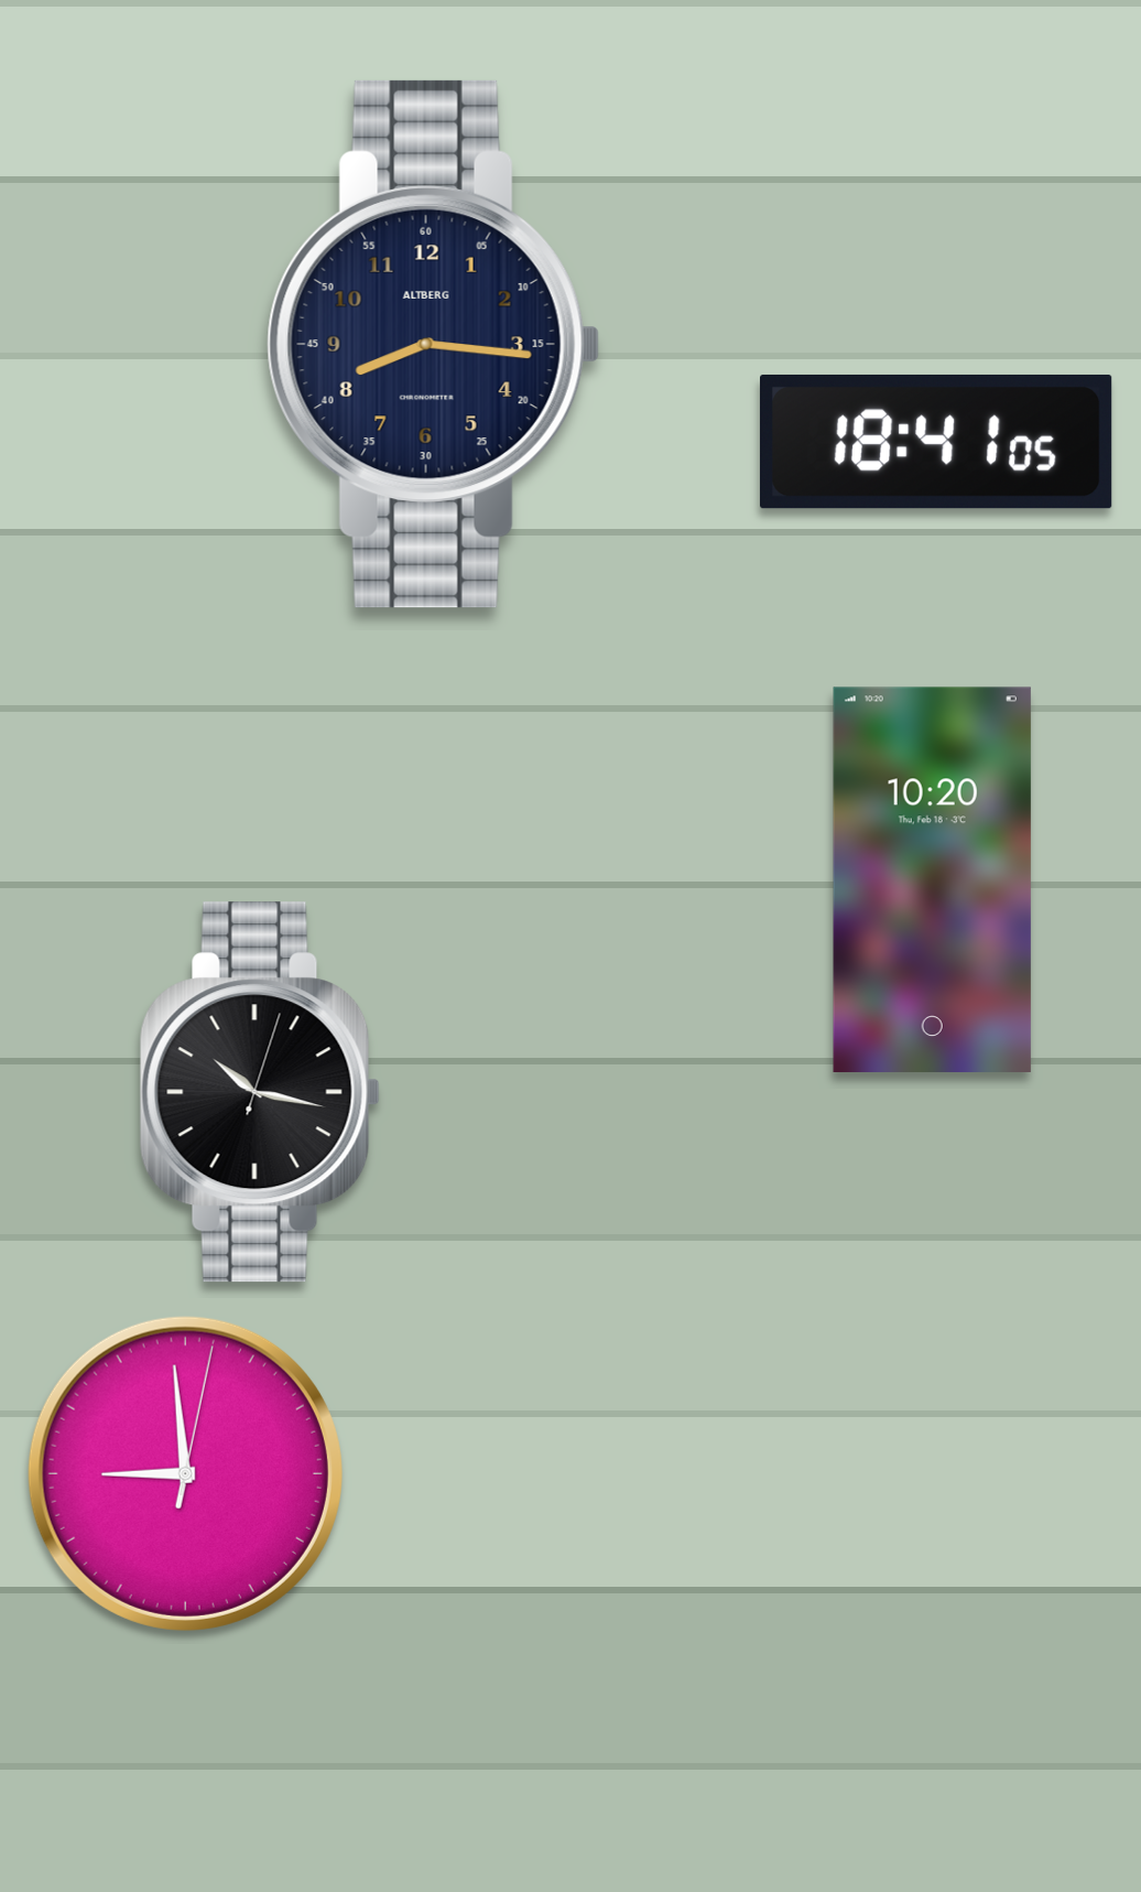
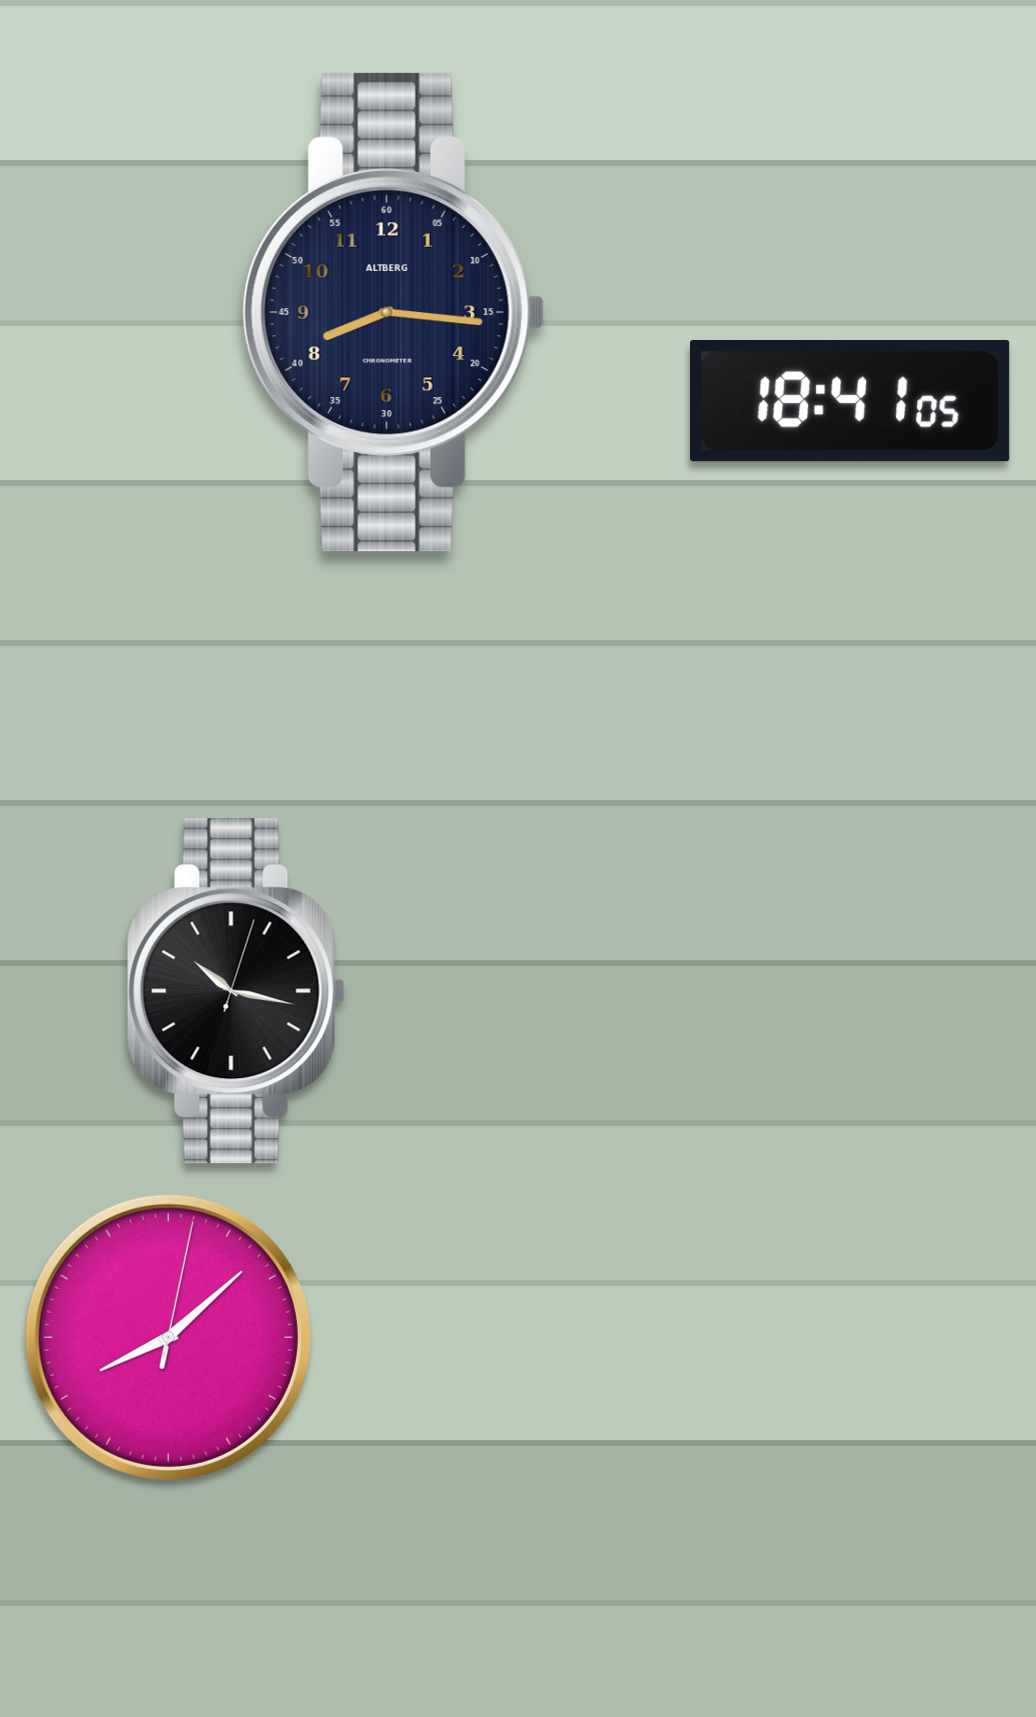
clock at (932, 879): 10:20 -> none
clock at (185, 1473): 8:59 -> 8:08
